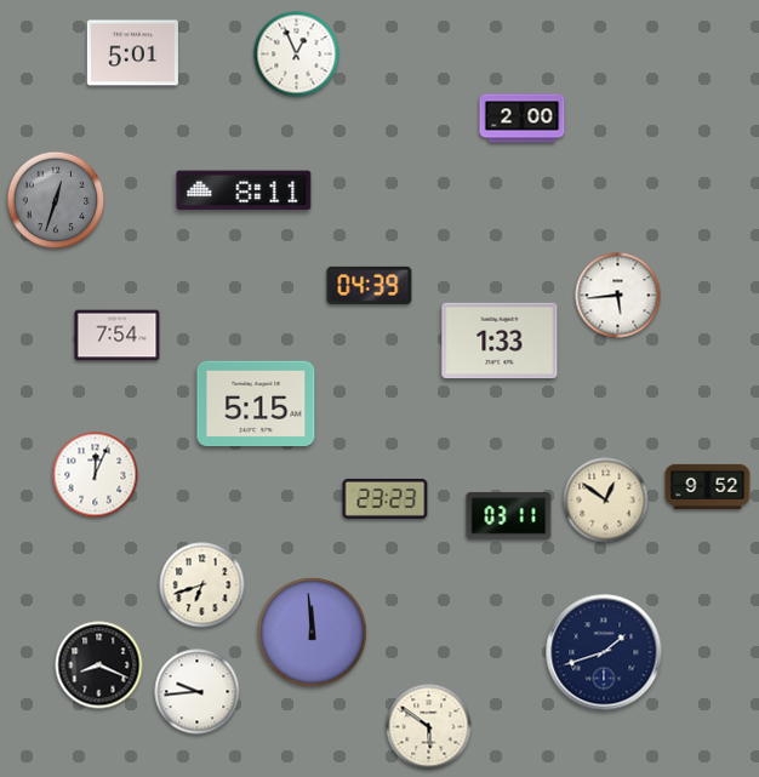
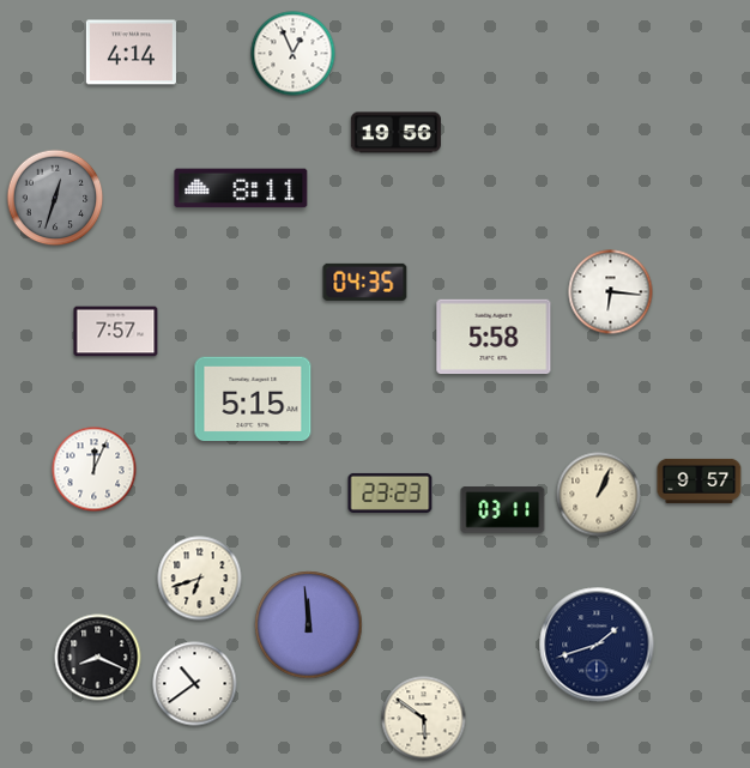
clock at (132, 53): 5:01 -> 4:14
clock at (523, 119): 2:00 -> none
clock at (395, 133): none -> 19:56
clock at (370, 285): 04:39 -> 04:35
clock at (618, 296): 5:44 -> 6:16
clock at (118, 336): 7:54 -> 7:57
clock at (500, 341): 1:33 -> 5:58
clock at (708, 486): 9:52 -> 9:57
clock at (386, 498) position: (386, 498) -> (391, 492)
clock at (606, 501): 12:51 -> 1:04
clock at (198, 692): 9:44 -> 10:39
